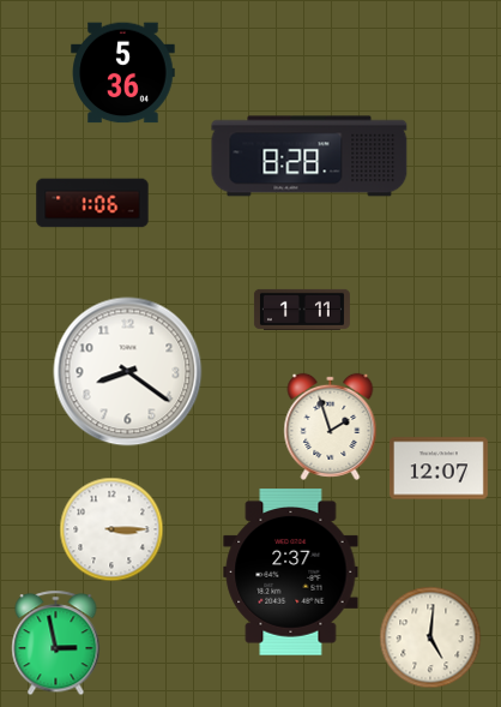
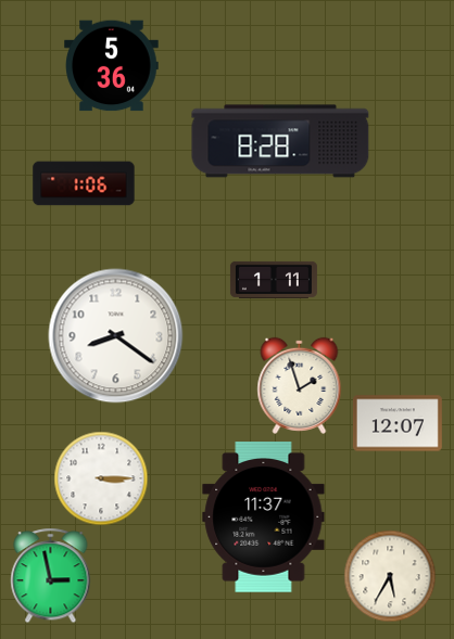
clock at (291, 573): 2:37 -> 11:37
clock at (430, 637): 5:01 -> 5:35
clock at (56, 642) position: (56, 642) -> (51, 575)
